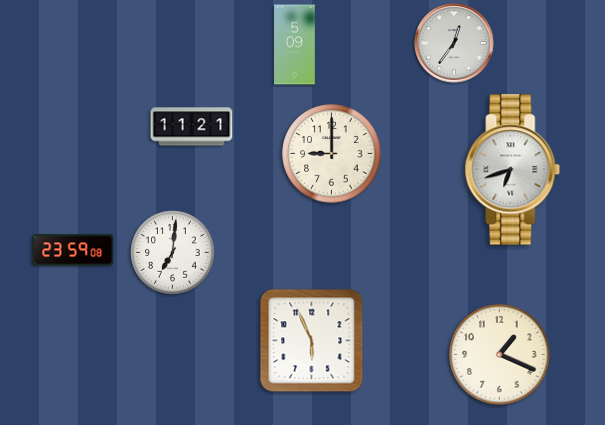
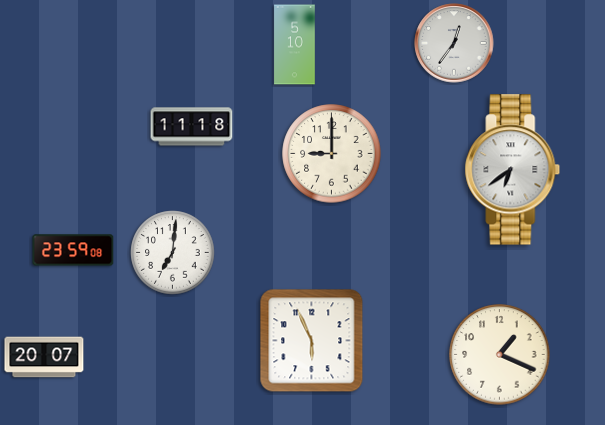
clock at (295, 45): 5:09 -> 5:10
clock at (192, 127): 11:21 -> 11:18
clock at (513, 170): 6:42 -> 6:39
clock at (44, 357): none -> 20:07
